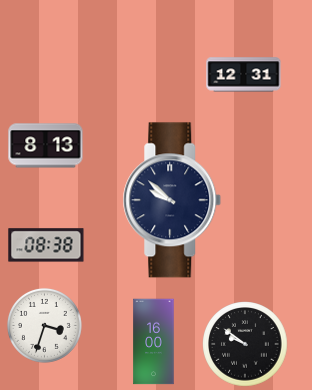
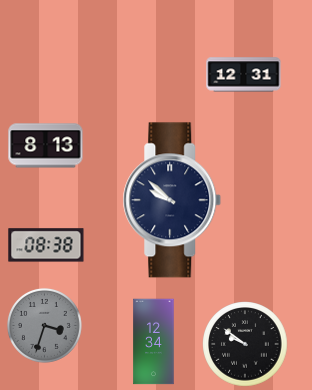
clock at (44, 325) dial: white -> grey
clock at (154, 342): 16:00 -> 12:34
